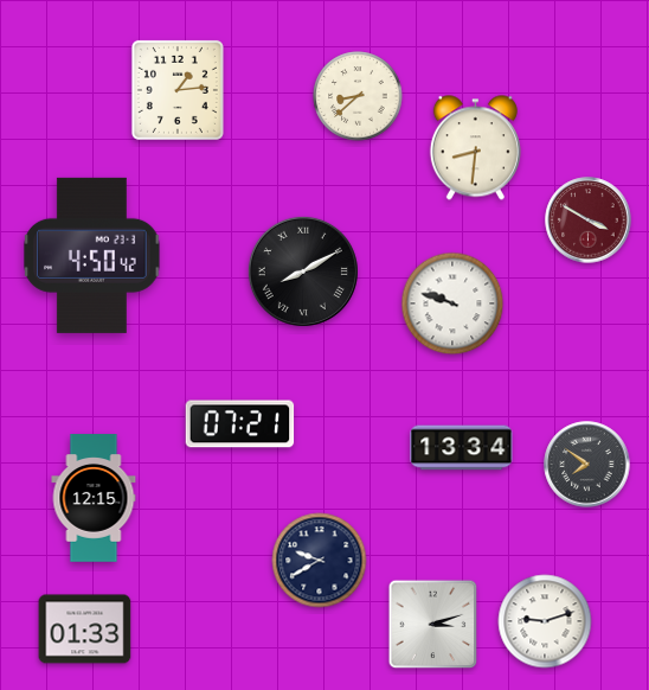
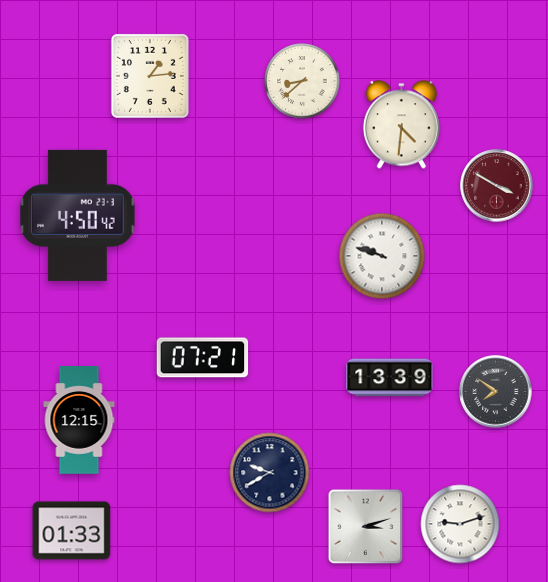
clock at (475, 148): 8:31 -> 4:31
clock at (303, 271): 8:10 -> none
clock at (462, 448): 13:34 -> 13:39
